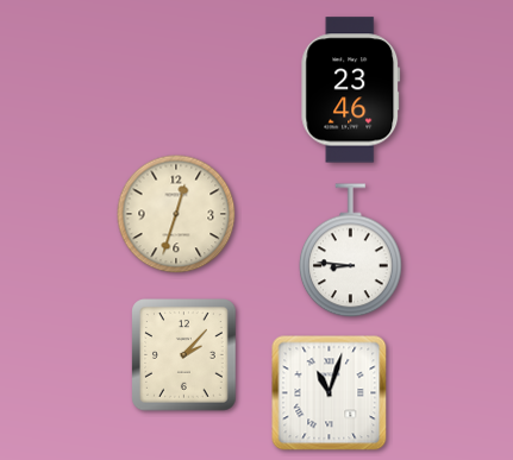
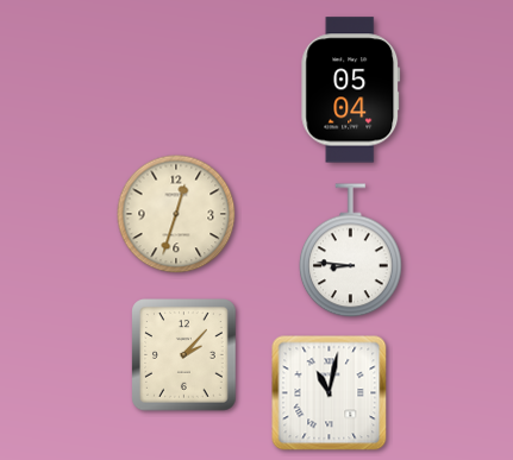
clock at (351, 90): 23:46 -> 05:04
clock at (330, 393): 11:03 -> 11:02
